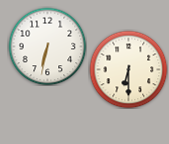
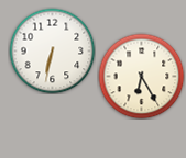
clock at (128, 69): 6:30 -> 6:25
